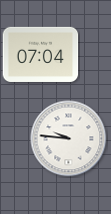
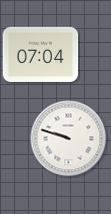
clock at (69, 139): 9:46 -> 9:48
